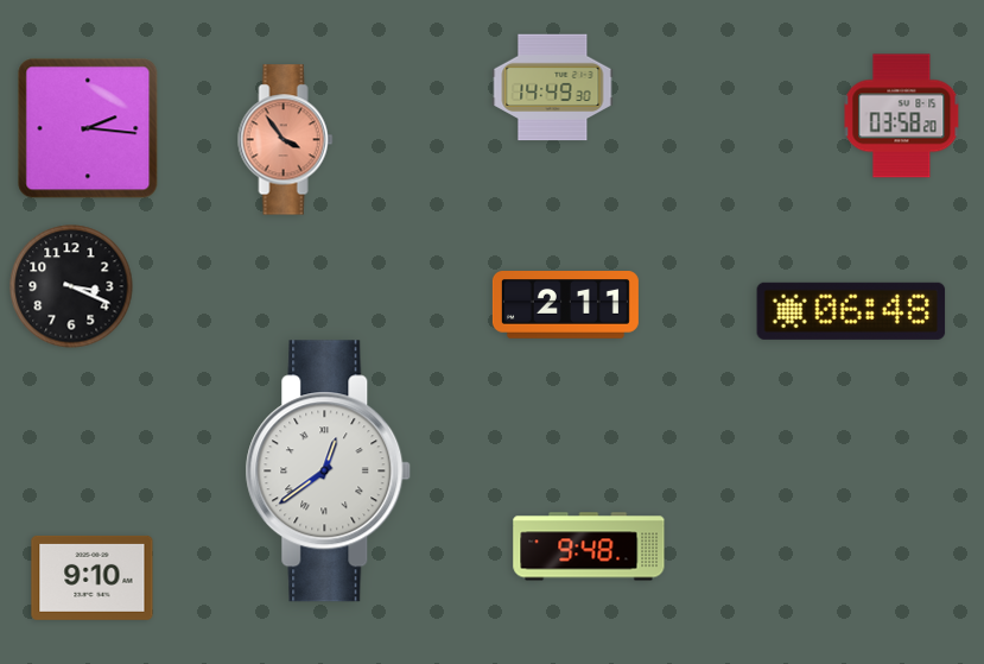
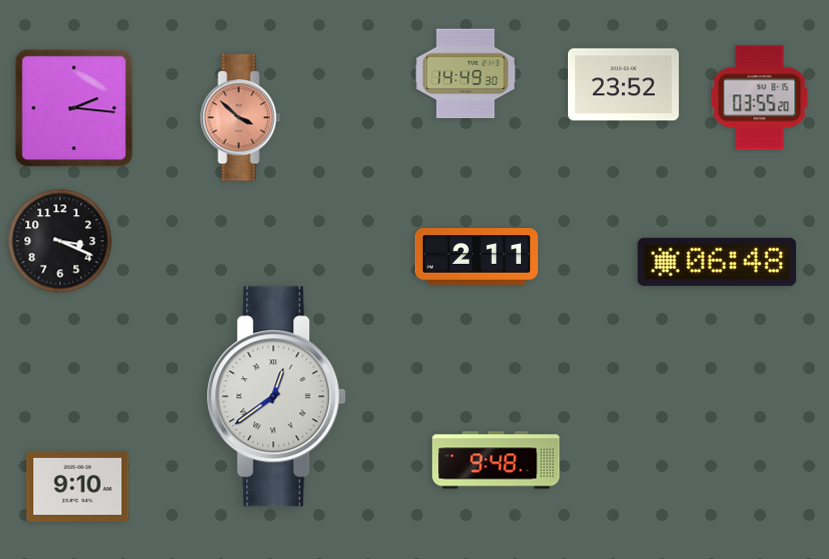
clock at (623, 85): none -> 23:52
clock at (902, 116): 03:58 -> 03:55
clock at (286, 140): 3:54 -> 3:52
